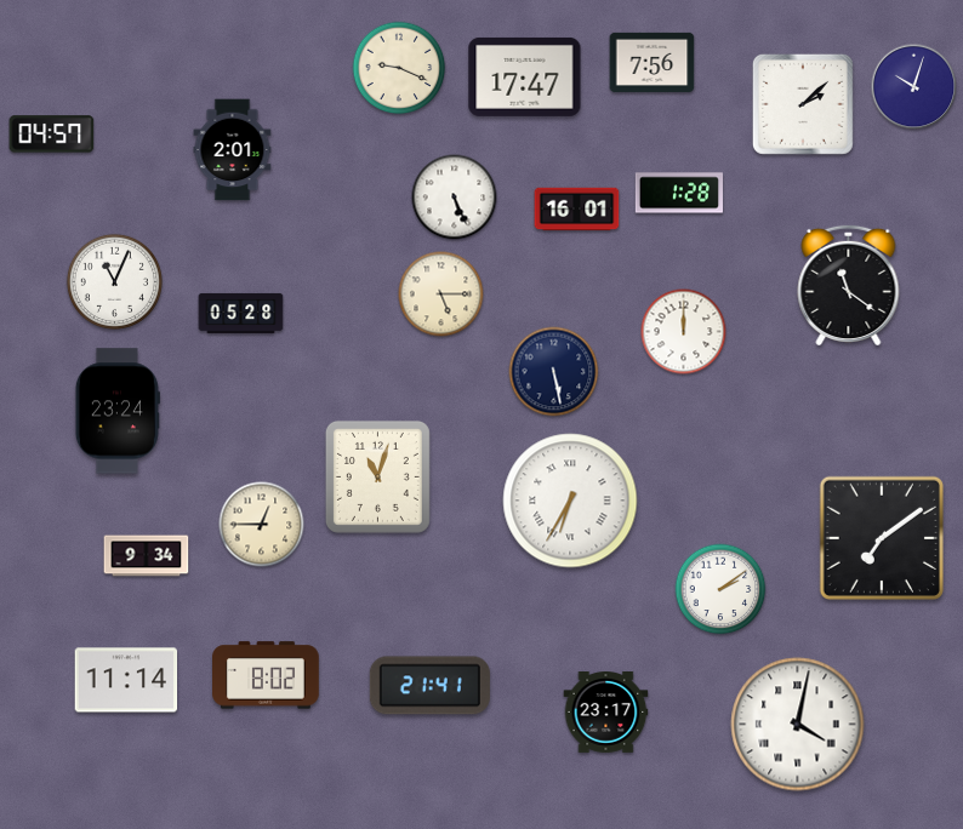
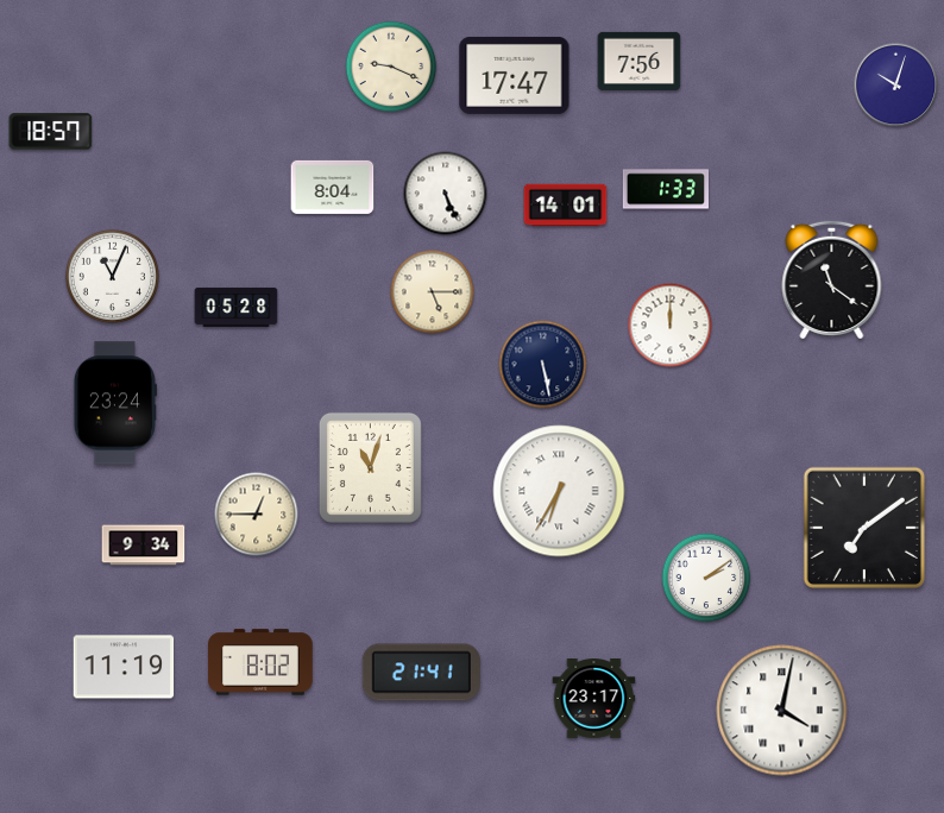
clock at (803, 104): 2:08 -> none
clock at (52, 135): 04:57 -> 18:57
clock at (233, 150): 2:01 -> none
clock at (333, 187): none -> 8:04
clock at (678, 193): 1:28 -> 1:33
clock at (577, 210): 16:01 -> 14:01
clock at (441, 295) position: (441, 295) -> (433, 292)
clock at (126, 680): 11:14 -> 11:19
